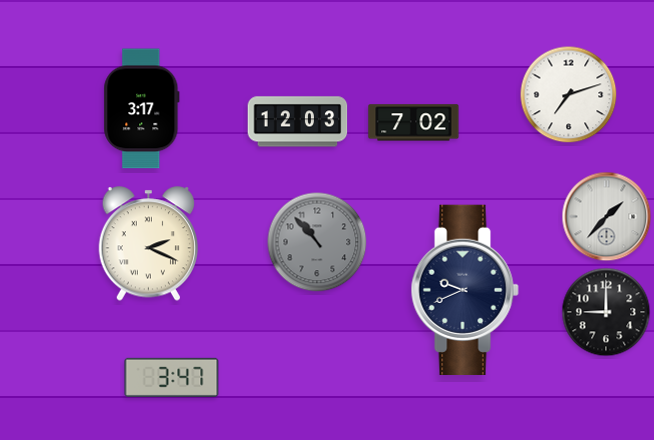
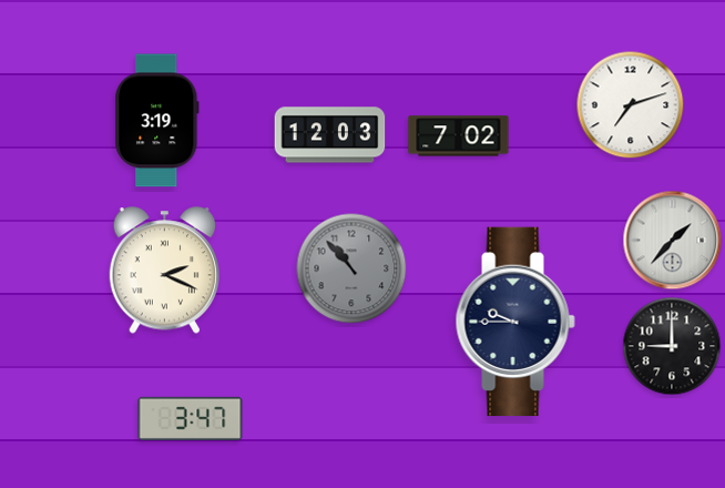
clock at (142, 109): 3:17 -> 3:19
clock at (465, 289): 9:41 -> 9:45
